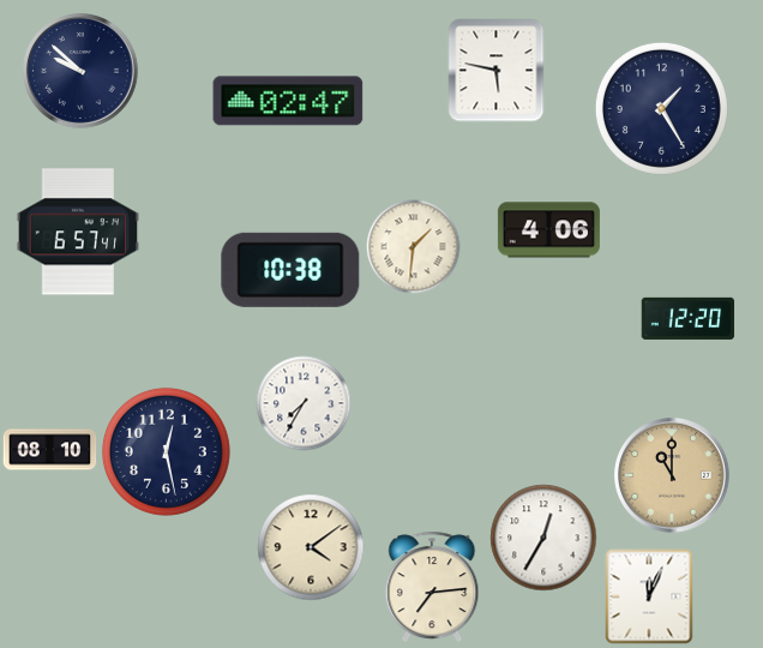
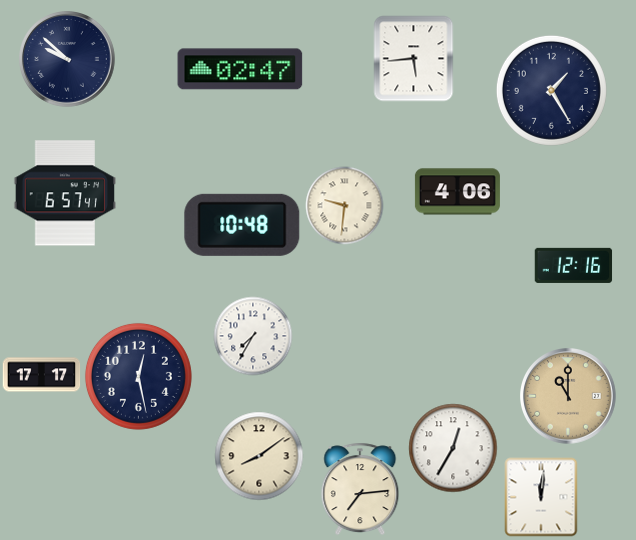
clock at (497, 70): 5:47 -> 5:44
clock at (288, 101) position: (288, 101) -> (240, 69)
clock at (413, 246): 1:31 -> 9:31
clock at (290, 270): 10:38 -> 10:48
clock at (687, 318): 12:20 -> 12:16
clock at (49, 450): 08:10 -> 17:17
clock at (672, 475) position: (672, 475) -> (568, 396)
clock at (311, 547): 4:09 -> 8:09
clock at (649, 596): 12:04 -> 12:01
